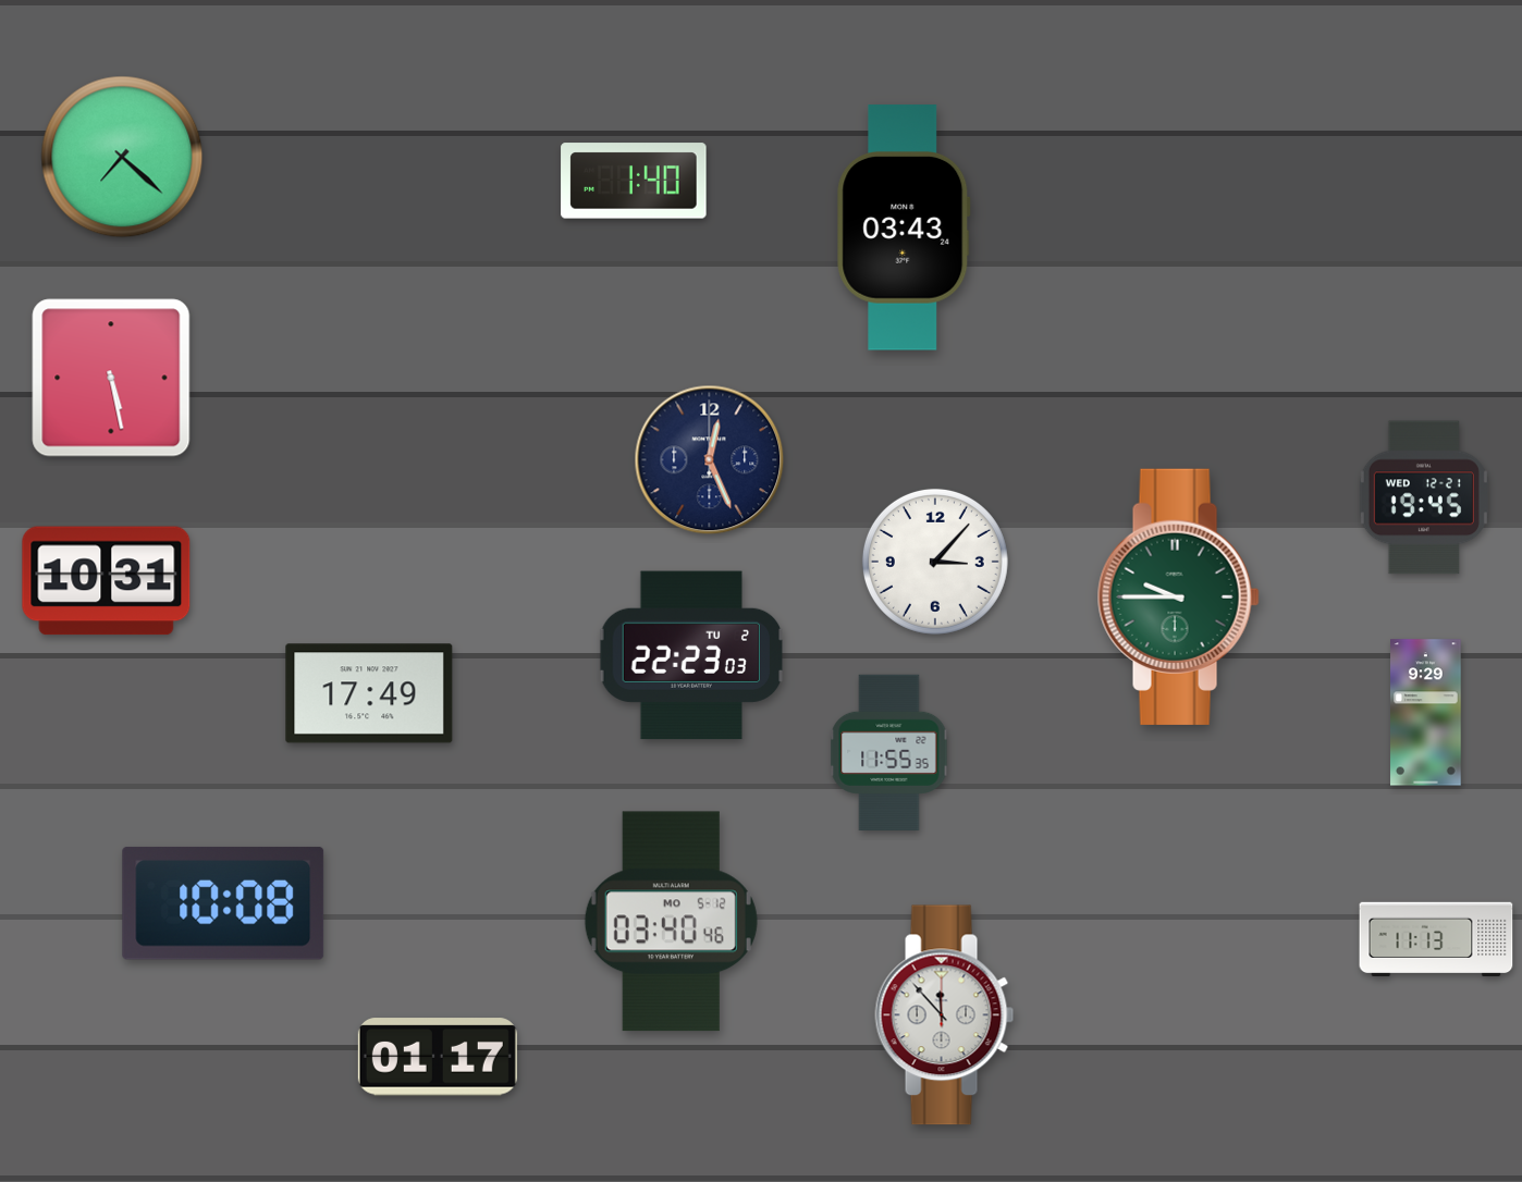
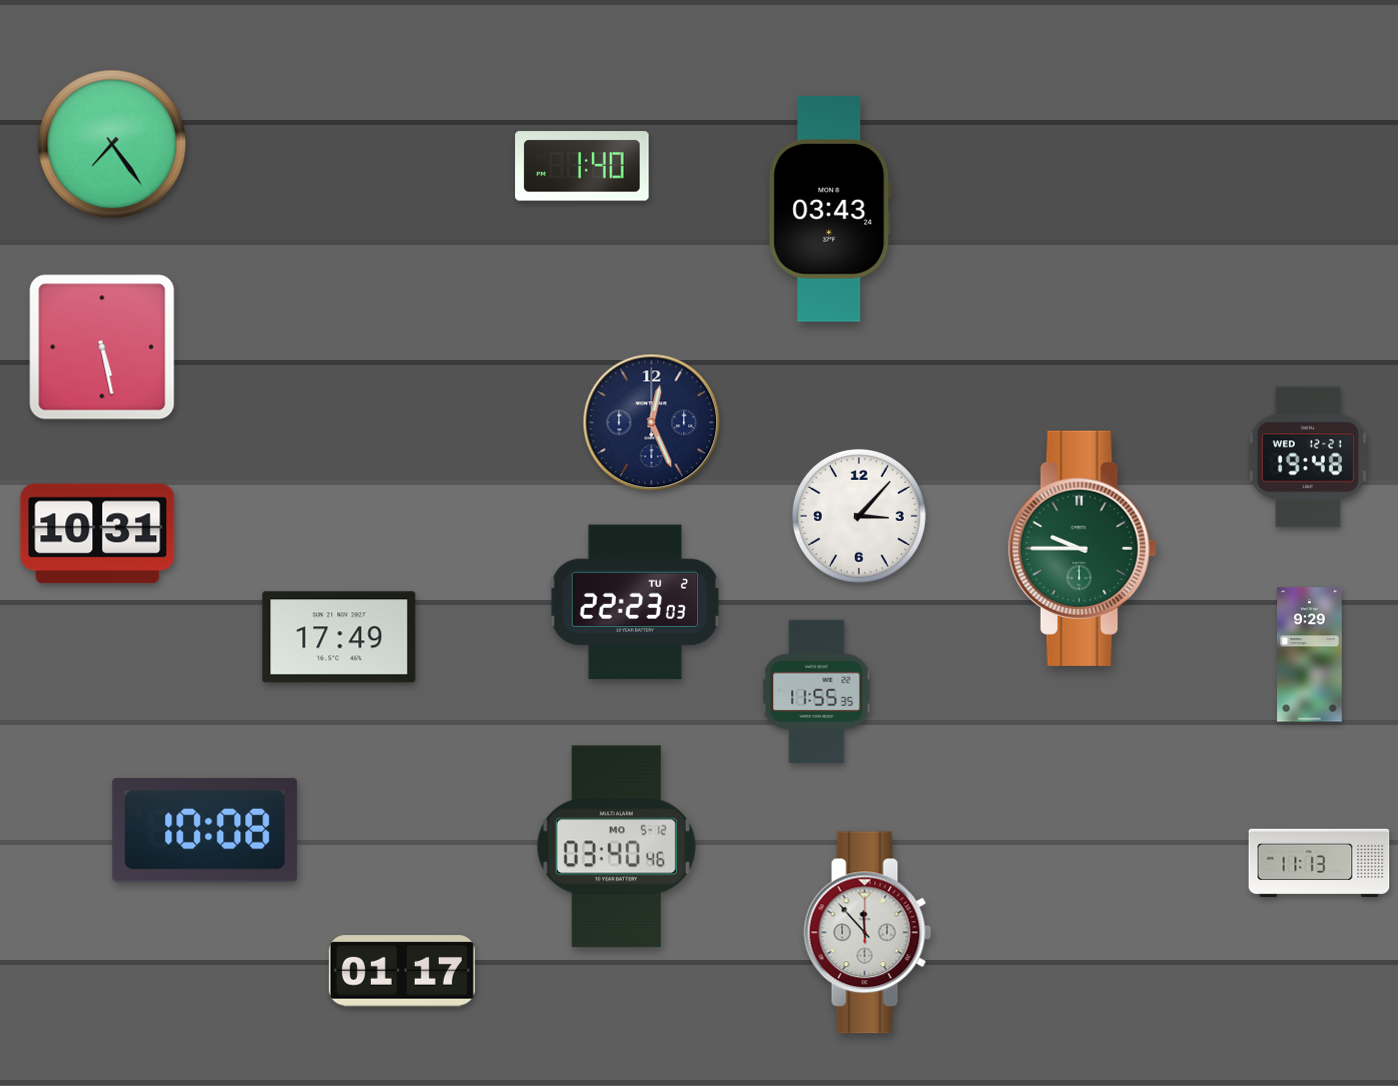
clock at (122, 157): 7:22 -> 7:24
clock at (1424, 497): 19:45 -> 19:48
